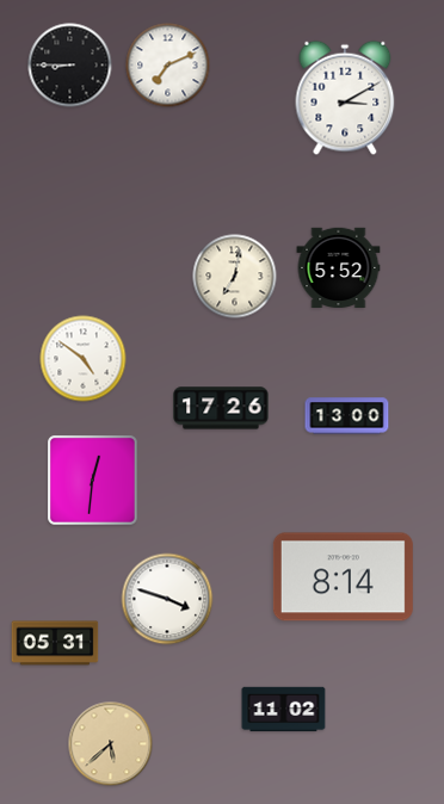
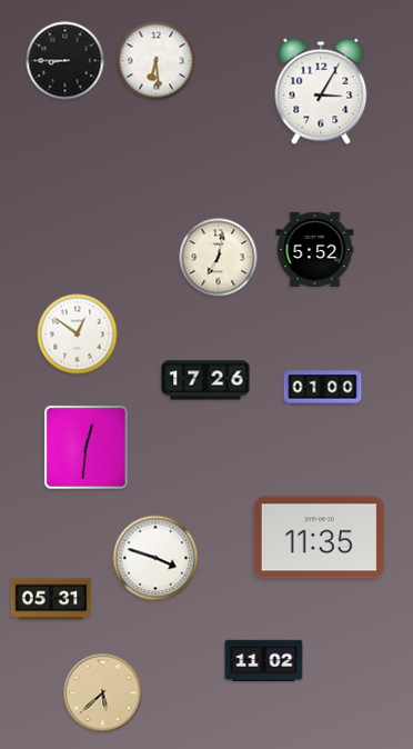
clock at (168, 66): 7:11 -> 6:29
clock at (345, 98): 3:10 -> 3:05
clock at (84, 359): 4:51 -> 12:51
clock at (347, 416): 13:00 -> 01:00
clock at (343, 577): 8:14 -> 11:35
